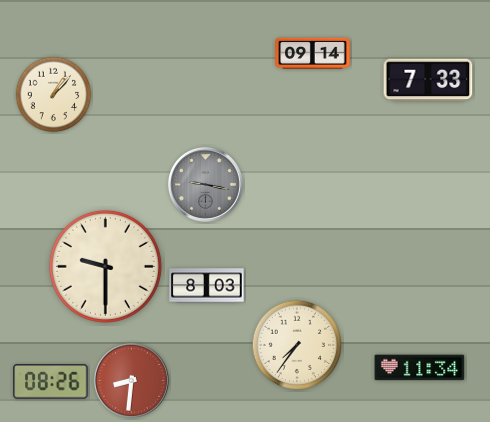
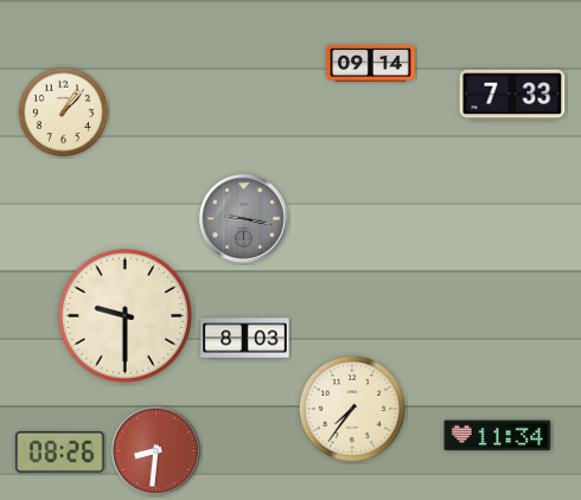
clock at (428, 80) position: (428, 80) -> (512, 95)
